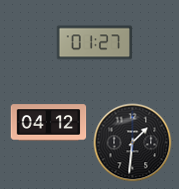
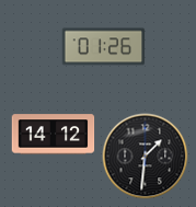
clock at (95, 43): 01:27 -> 01:26
clock at (49, 123): 04:12 -> 14:12
